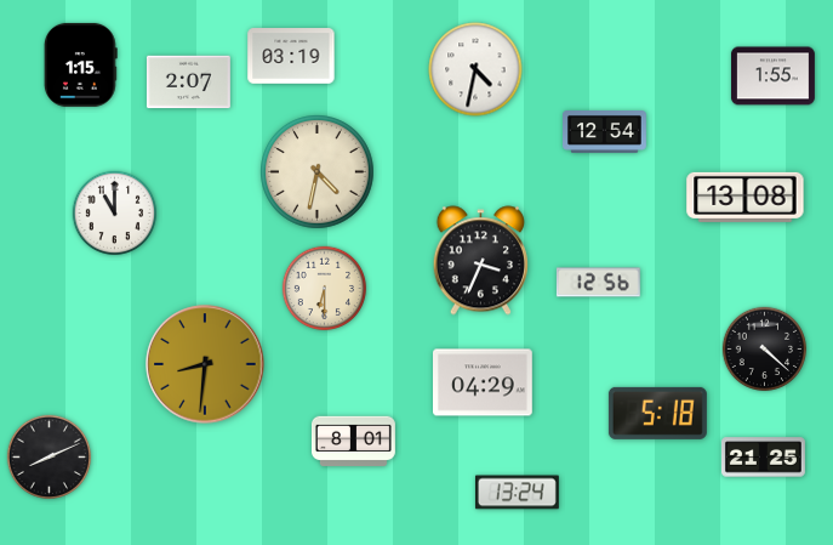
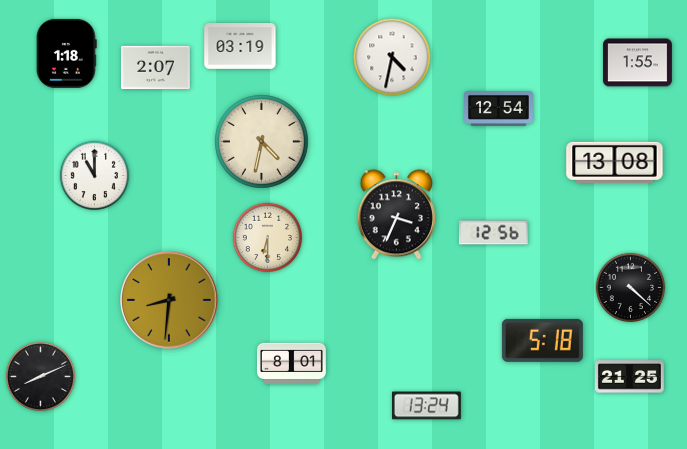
clock at (80, 64): 1:15 -> 1:18
clock at (484, 382): 04:29 -> none
